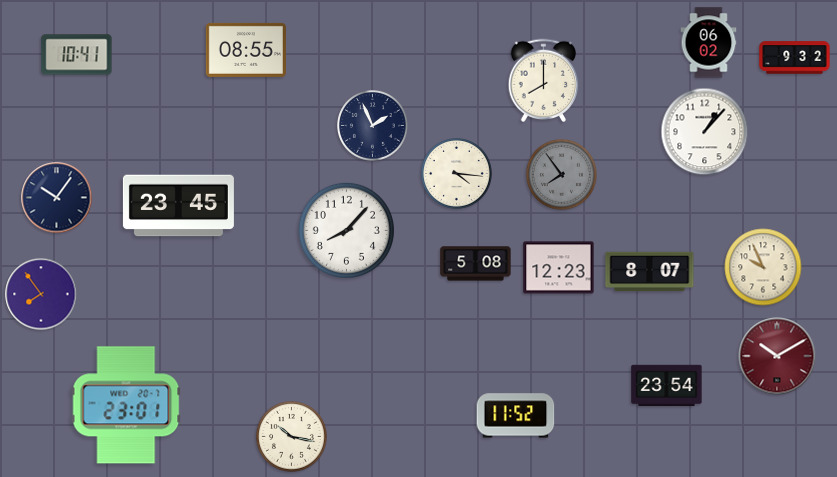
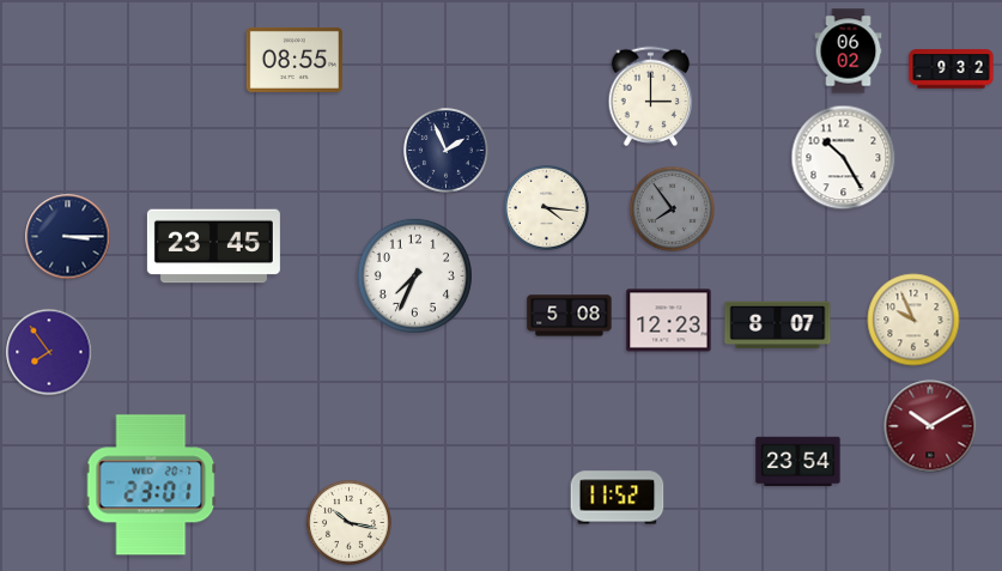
clock at (77, 55): 10:41 -> none
clock at (544, 81): 8:00 -> 3:00
clock at (705, 132): 1:07 -> 10:25
clock at (57, 198): 10:06 -> 3:15
clock at (346, 230): 8:07 -> 7:34
